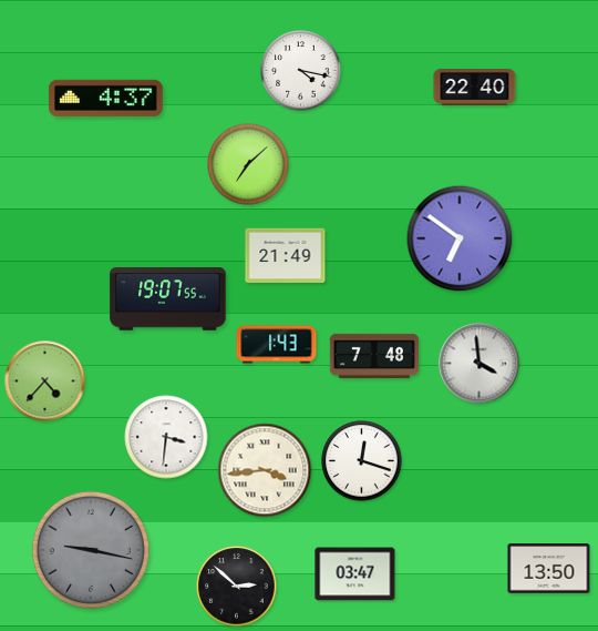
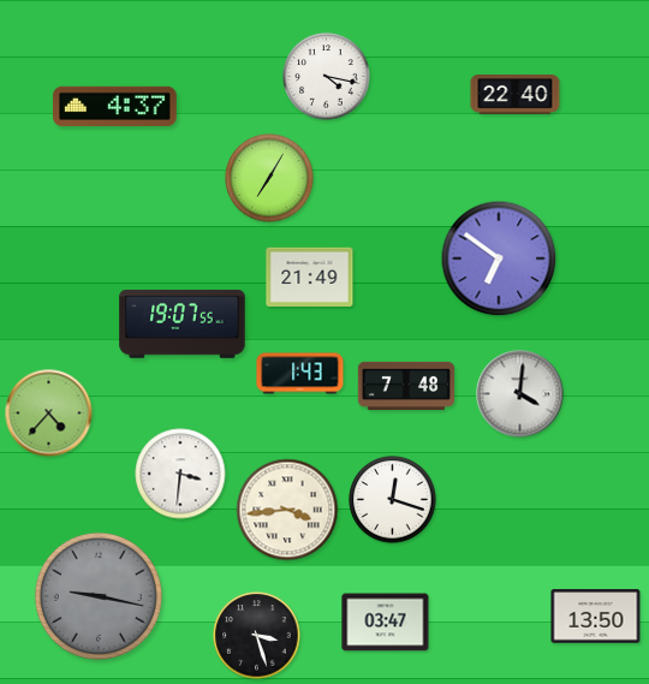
clock at (248, 164): 7:08 -> 7:05
clock at (480, 364): 3:59 -> 4:01
clock at (237, 587): 2:52 -> 3:27
